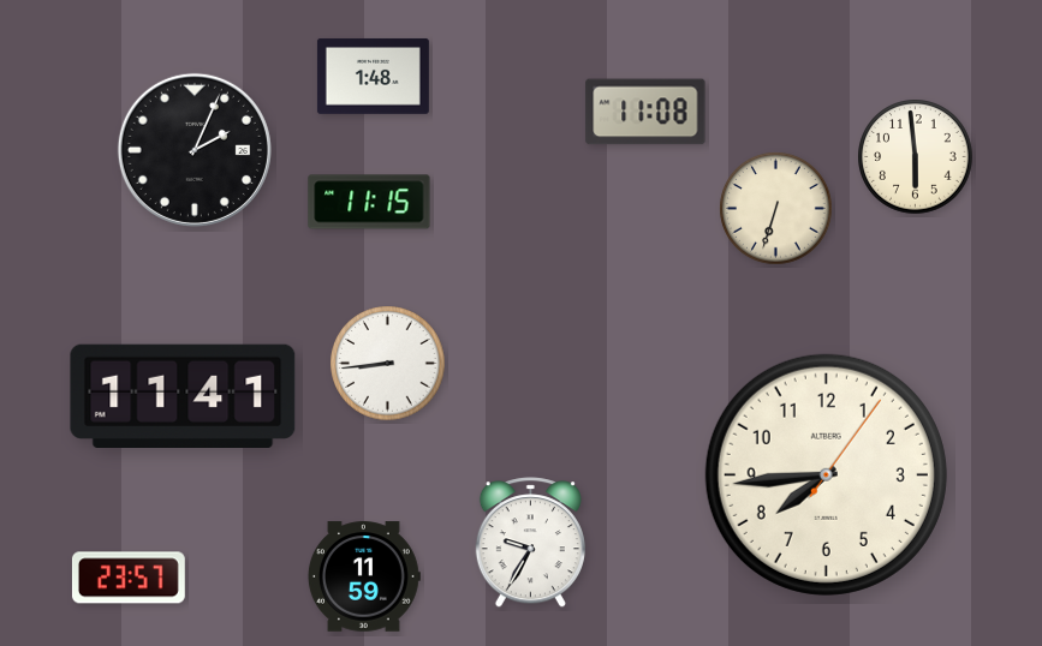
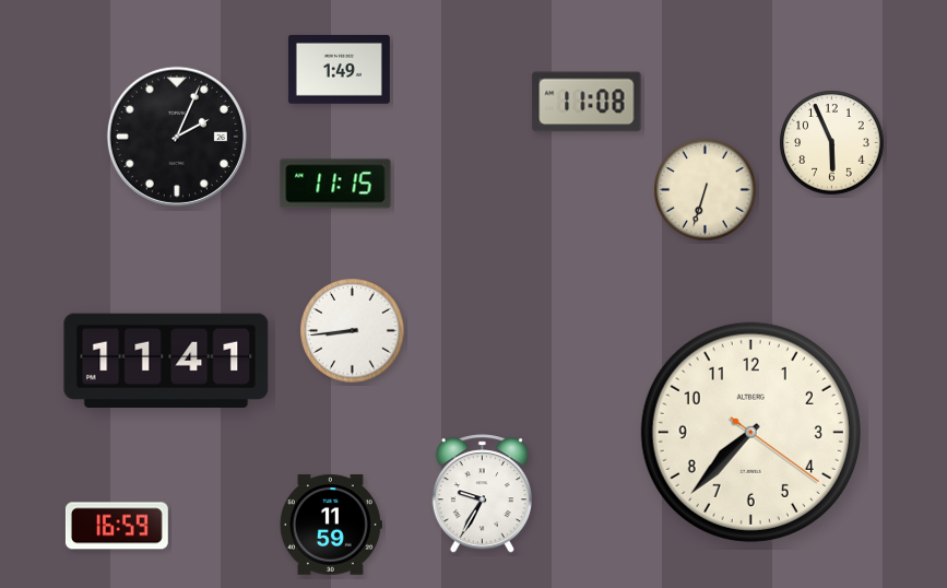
clock at (373, 76): 1:48 -> 1:49
clock at (916, 157): 5:59 -> 5:56
clock at (826, 474): 7:44 -> 7:37
clock at (129, 578): 23:57 -> 16:59
